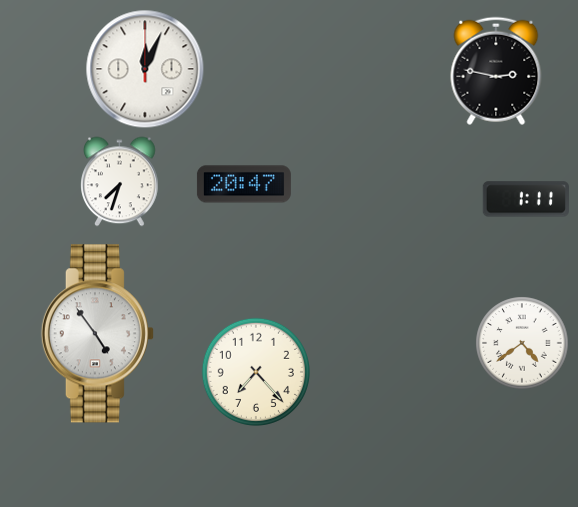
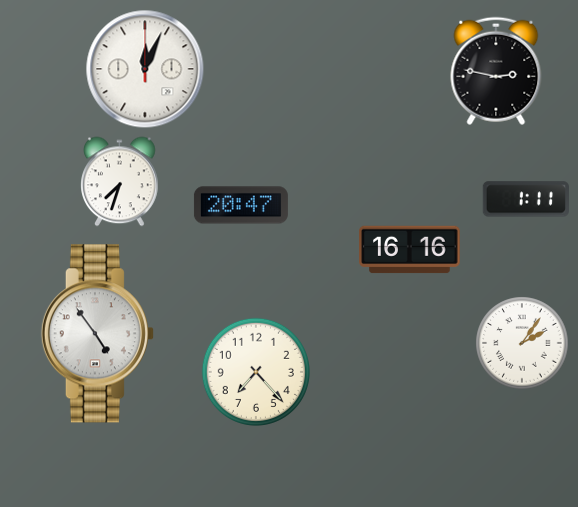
clock at (244, 184) position: (244, 184) -> (241, 205)
clock at (410, 250): none -> 16:16
clock at (522, 343): 4:39 -> 2:06
